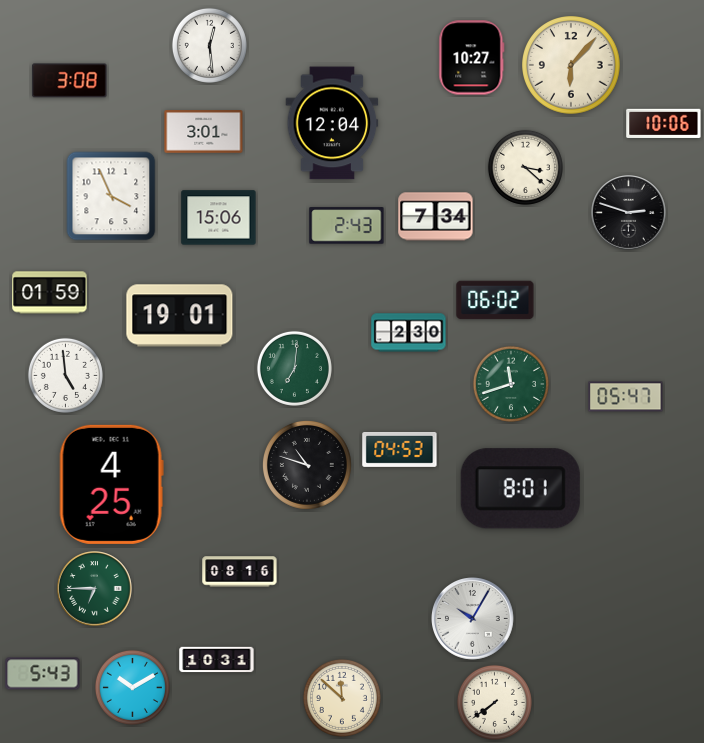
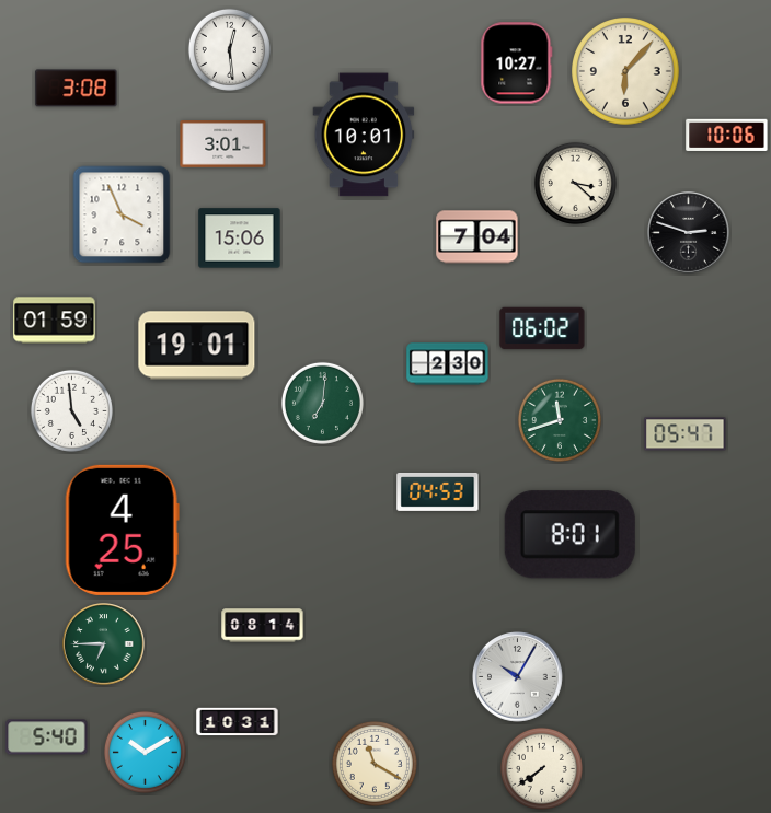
clock at (332, 123): 12:04 -> 10:01
clock at (436, 217): 7:34 -> 7:04
clock at (347, 226): 2:43 -> none
clock at (307, 465): 10:48 -> none
clock at (240, 572): 08:16 -> 08:14
clock at (43, 674): 5:43 -> 5:40
clock at (342, 698): 11:52 -> 11:20
